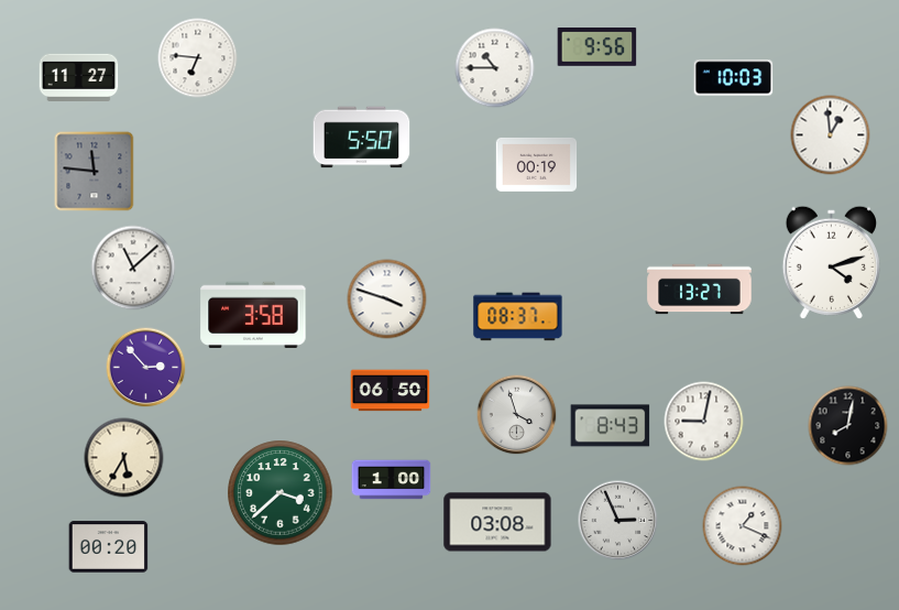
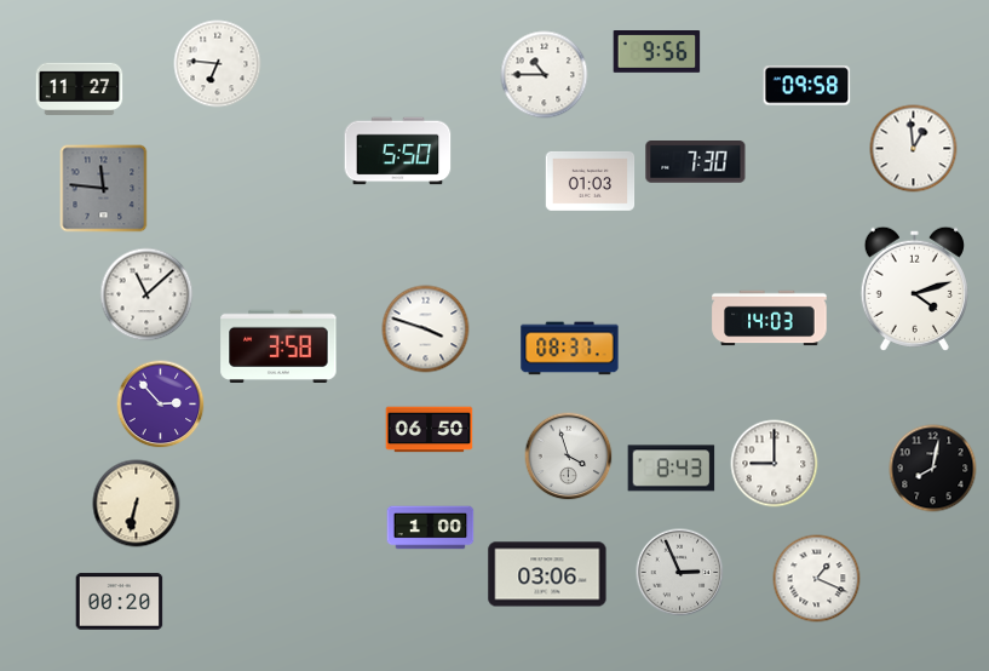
clock at (79, 77) position: (79, 77) -> (80, 88)
clock at (734, 78): 10:03 -> 09:58
clock at (696, 162): none -> 7:30
clock at (537, 165): 00:19 -> 01:03
clock at (700, 290): 13:27 -> 14:03
clock at (704, 422): 9:02 -> 9:00
clock at (124, 458): 5:35 -> 6:32
clock at (281, 493): 3:38 -> none
clock at (497, 522): 03:08 -> 03:06
